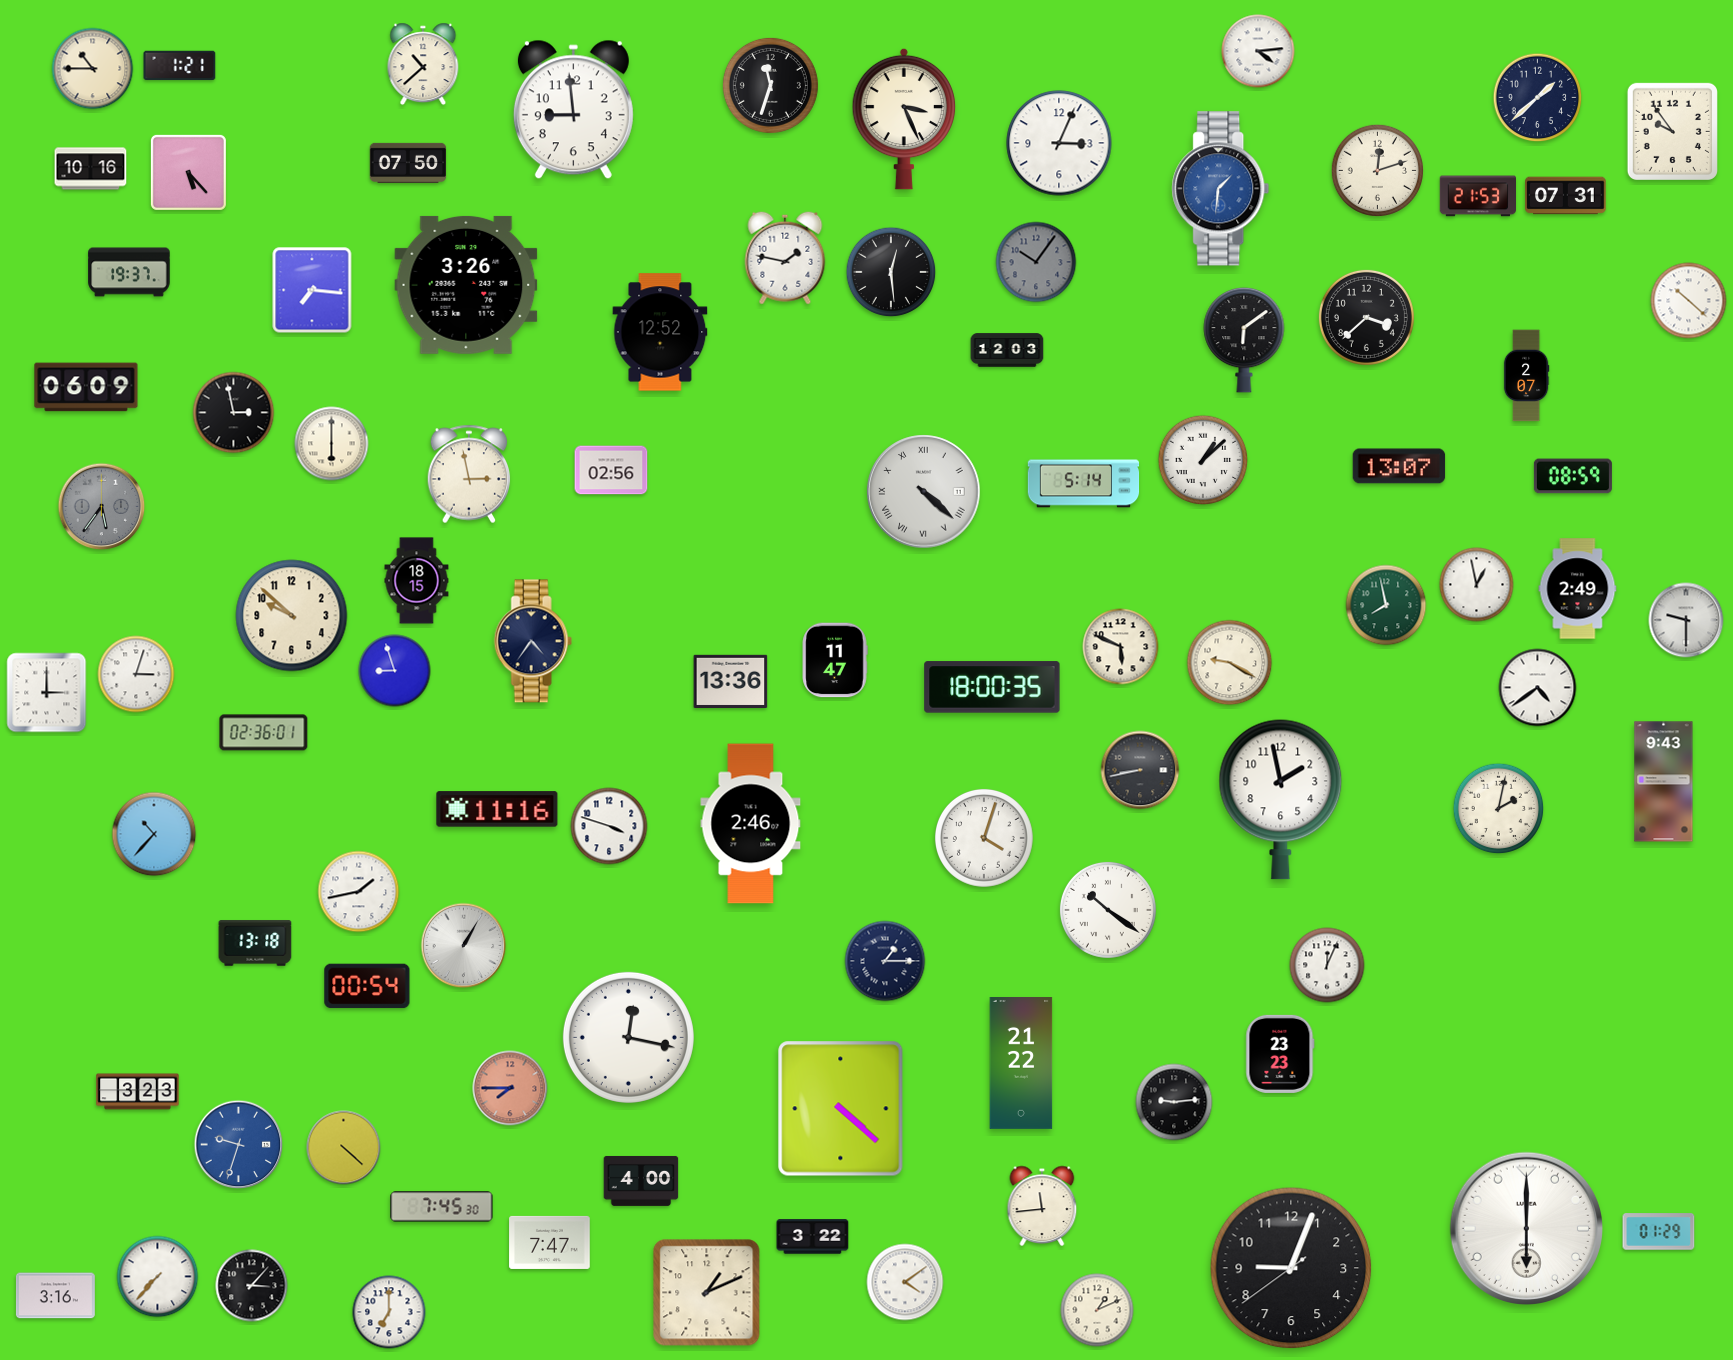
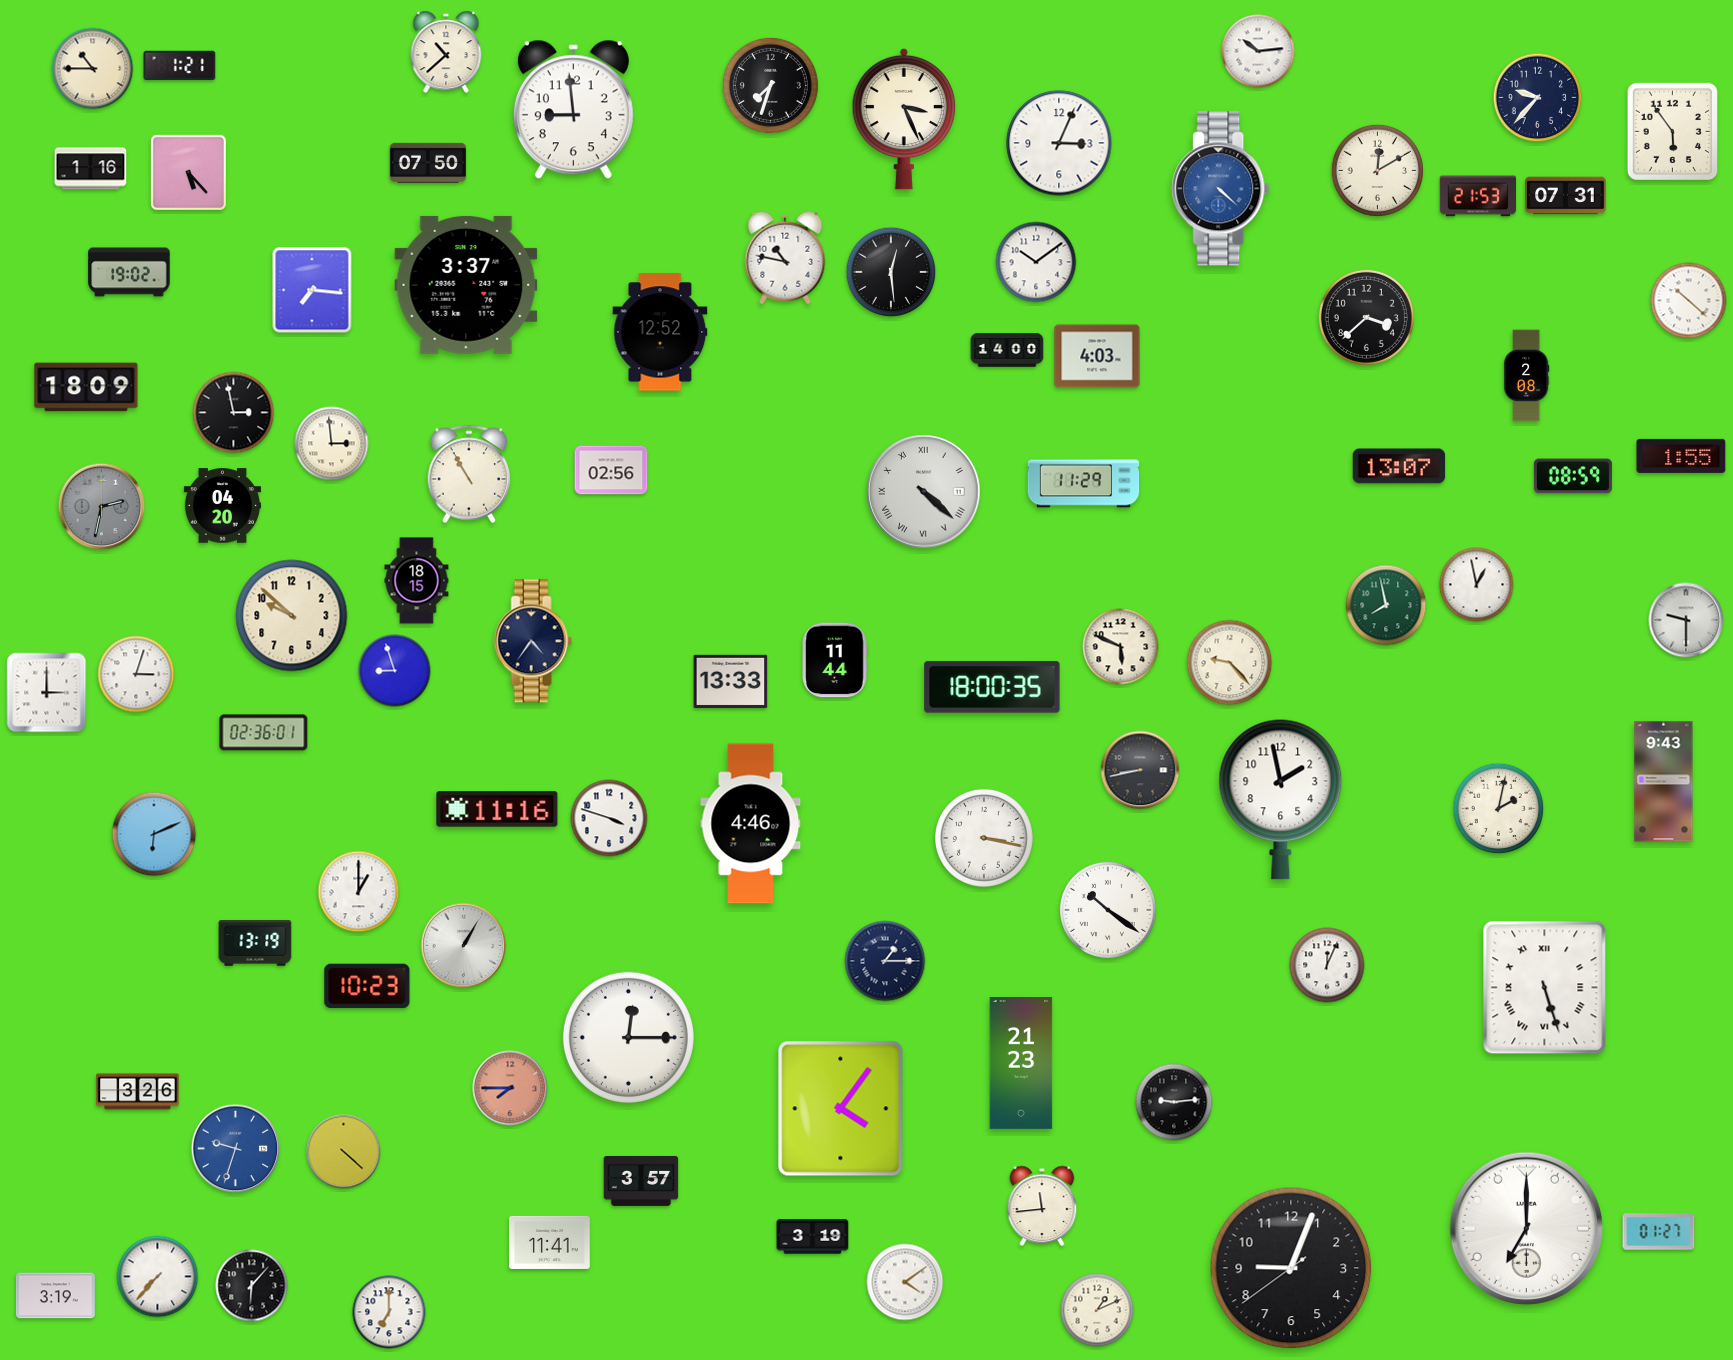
clock at (1258, 51): 4:14 -> 10:14
clock at (423, 64) position: (423, 64) -> (446, 52)
clock at (770, 85): 11:33 -> 7:33
clock at (1538, 98): 1:38 -> 9:37
clock at (1672, 131): 9:54 -> 5:54
clock at (408, 163) position: (408, 163) -> (428, 163)
clock at (91, 169): 10:16 -> 1:16
clock at (1377, 170): 12:12 -> 12:10
clock at (1221, 189): 1:31 -> 4:22
clock at (785, 258): 1:47 -> 10:47
clock at (1036, 262): 10:06 -> 10:09
clock at (1036, 262) dial: grey -> white
clock at (129, 272): 19:37 -> 19:02
clock at (466, 285): 3:26 -> 3:37
clock at (1244, 340): 6:09 -> none
clock at (1007, 350): 12:03 -> 14:00
clock at (1097, 356): none -> 4:03
clock at (1526, 376): 2:07 -> 2:08
clock at (86, 387): 06:09 -> 18:09
clock at (332, 444): 6:00 -> 2:59
clock at (1681, 456): none -> 1:55
clock at (1203, 460): 1:08 -> none
clock at (469, 474): 2:58 -> 10:55
clock at (1084, 484): 5:14 -> 11:29
clock at (222, 506): none -> 04:20
clock at (102, 507): 5:36 -> 2:32
clock at (1578, 589): 2:49 -> none
clock at (835, 660): 11:47 -> 11:44
clock at (1230, 663): 9:20 -> 9:23
clock at (731, 681): 13:36 -> 13:33
clock at (1538, 688): 4:39 -> none
clock at (751, 824): 2:46 -> 4:46
clock at (609, 826) position: (609, 826) -> (609, 818)
clock at (154, 834): 10:37 -> 6:11
clock at (984, 838): 4:03 -> 3:17
clock at (359, 892): 1:43 -> 1:00
clock at (255, 943): 13:18 -> 13:19
clock at (367, 986): 00:54 -> 10:23
clock at (1545, 988): none -> 5:27
clock at (628, 1037): 12:17 -> 12:15
clock at (1280, 1054): 23:23 -> none
clock at (1021, 1064): 21:22 -> 21:23
clock at (138, 1092): 3:23 -> 3:26
clock at (841, 1109): 4:22 -> 4:06
clock at (239, 1145) position: (239, 1145) -> (236, 1149)
clock at (344, 1148) position: (344, 1148) -> (344, 1152)
clock at (641, 1181): 4:00 -> 3:57
clock at (442, 1207): 7:45 -> none
clock at (1526, 1228): 6:00 -> 7:00
clock at (1659, 1232): 01:29 -> 01:27
clock at (813, 1237): 3:22 -> 3:19
clock at (550, 1242): 7:47 -> 11:41
clock at (252, 1286): 3:07 -> 6:07
clock at (707, 1293): 1:11 -> none
clock at (55, 1296): 3:16 -> 3:19
